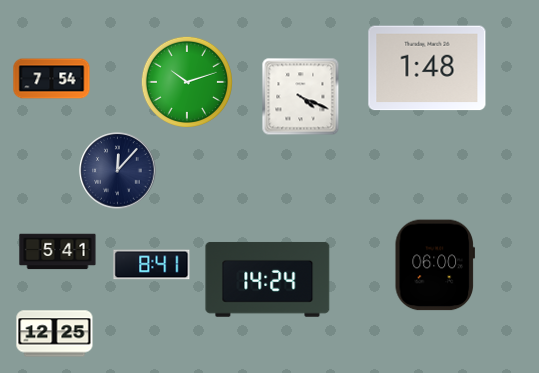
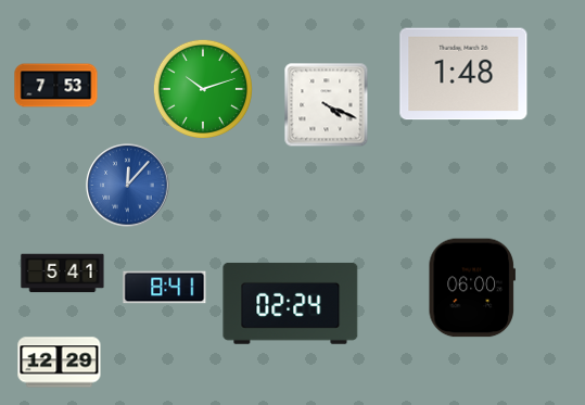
clock at (52, 79): 7:54 -> 7:53
clock at (118, 171) dial: navy -> blue
clock at (268, 280): 14:24 -> 02:24
clock at (55, 334): 12:25 -> 12:29
